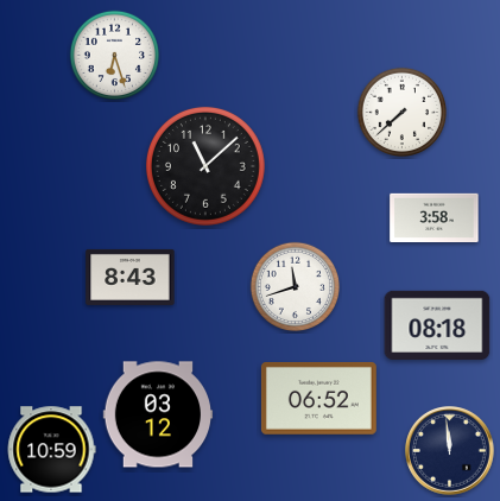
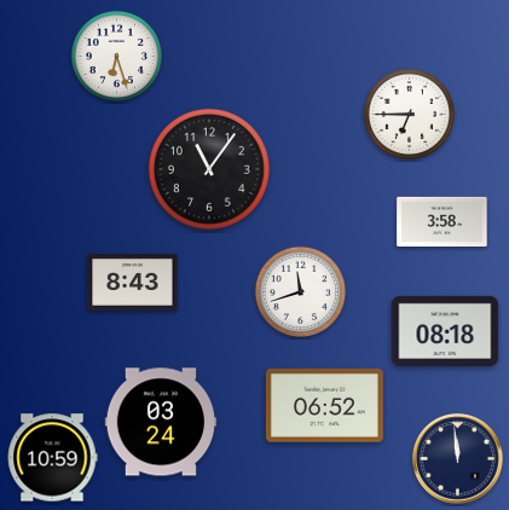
clock at (401, 112): 7:38 -> 6:45
clock at (205, 166): 11:08 -> 11:06
clock at (158, 414): 03:12 -> 03:24
